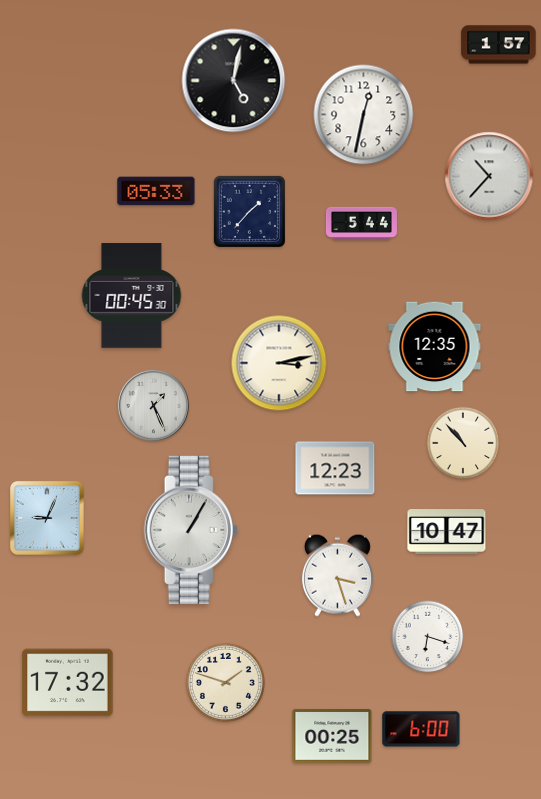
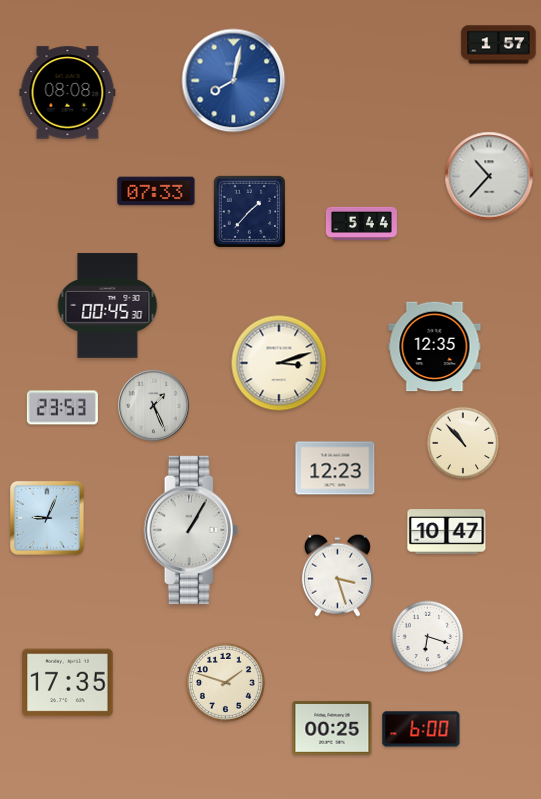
clock at (234, 81): 5:02 -> 8:02
clock at (234, 81) dial: black -> blue
clock at (68, 93): none -> 08:08
clock at (364, 115): 12:32 -> none
clock at (156, 191): 05:33 -> 07:33
clock at (132, 296) position: (132, 296) -> (108, 306)
clock at (279, 363): 3:13 -> 3:12
clock at (62, 408): none -> 23:53
clock at (68, 683): 17:32 -> 17:35
clock at (332, 736) position: (332, 736) -> (332, 728)
